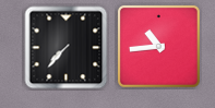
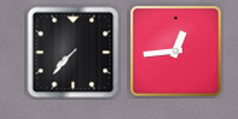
clock at (158, 46): 10:44 -> 12:44
